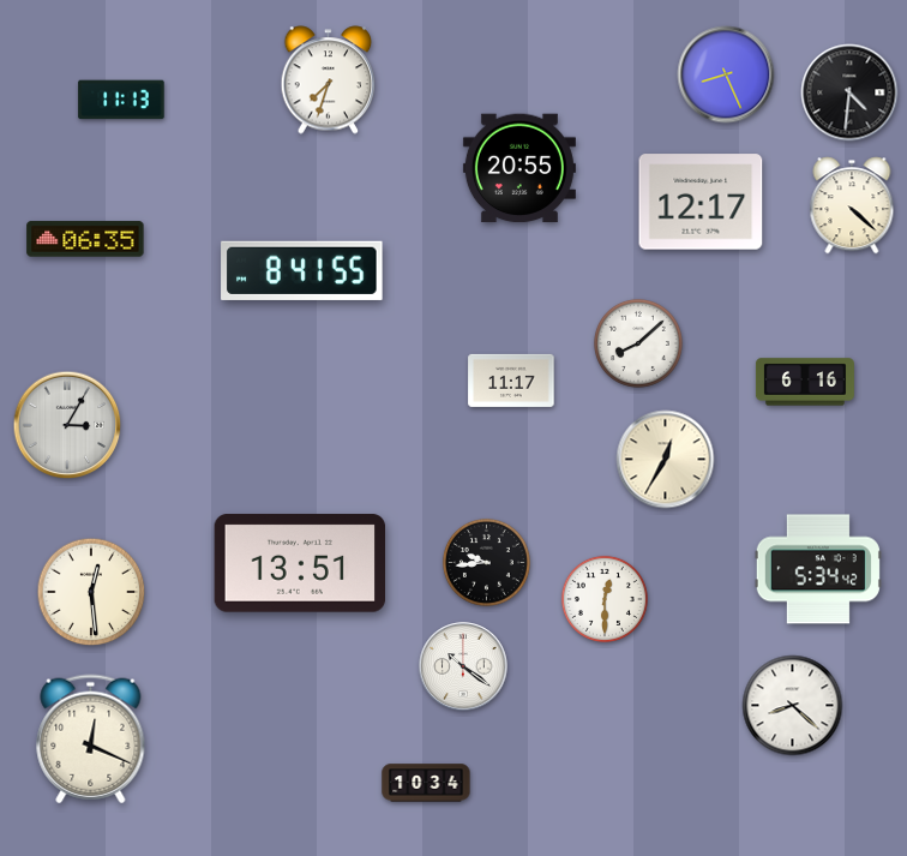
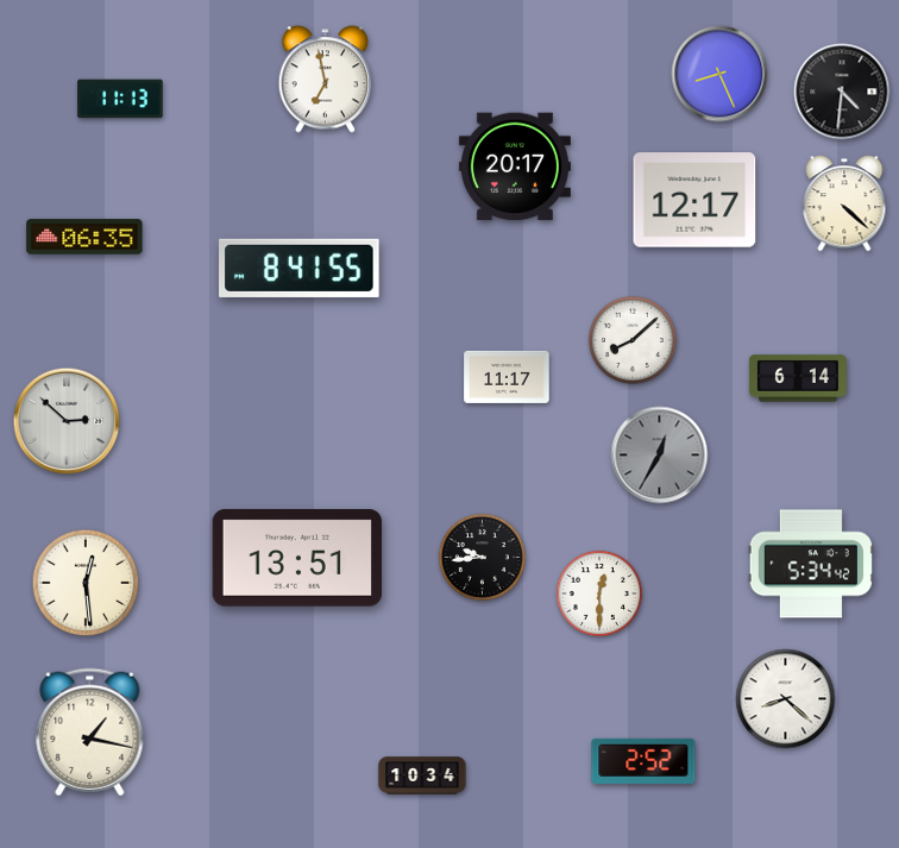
clock at (329, 80): 7:33 -> 6:58
clock at (519, 168): 20:55 -> 20:17
clock at (805, 382): 6:16 -> 6:14
clock at (67, 425): 3:05 -> 2:52
clock at (666, 460) dial: cream -> grey
clock at (91, 592) position: (91, 592) -> (86, 583)
clock at (463, 666): 10:21 -> none
clock at (91, 740): 12:19 -> 1:17
clock at (643, 761): none -> 2:52
